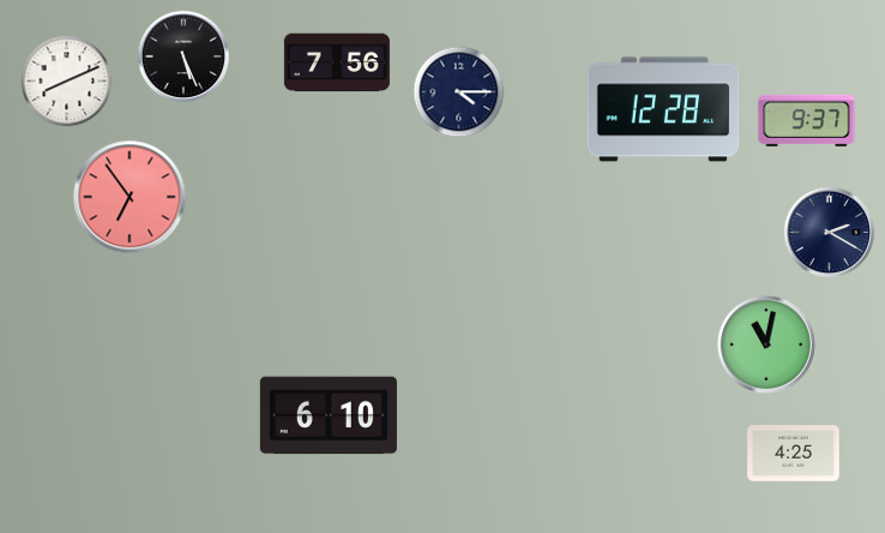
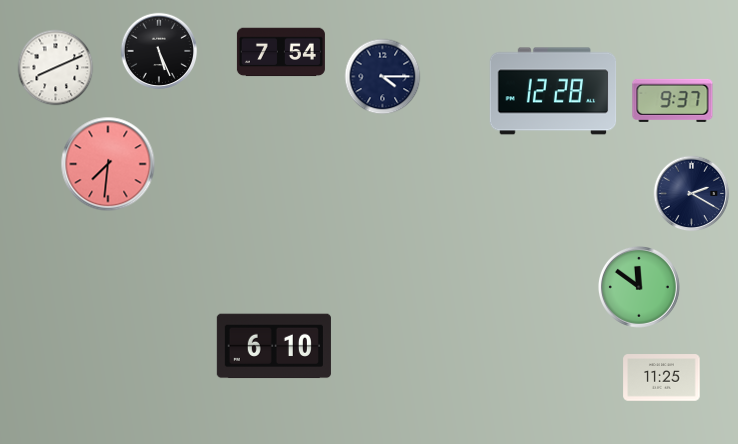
clock at (183, 56) position: (183, 56) -> (159, 51)
clock at (337, 62): 7:56 -> 7:54
clock at (130, 197): 6:54 -> 7:31
clock at (766, 345): 11:02 -> 11:51
clock at (794, 454): 4:25 -> 11:25
